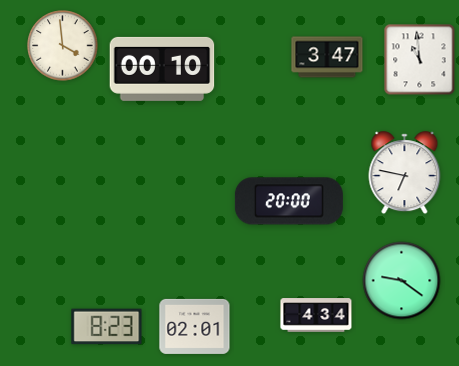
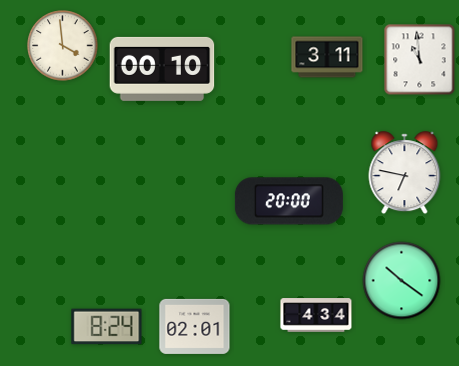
clock at (327, 57): 3:47 -> 3:11
clock at (402, 281): 9:21 -> 10:21
clock at (107, 327): 8:23 -> 8:24
